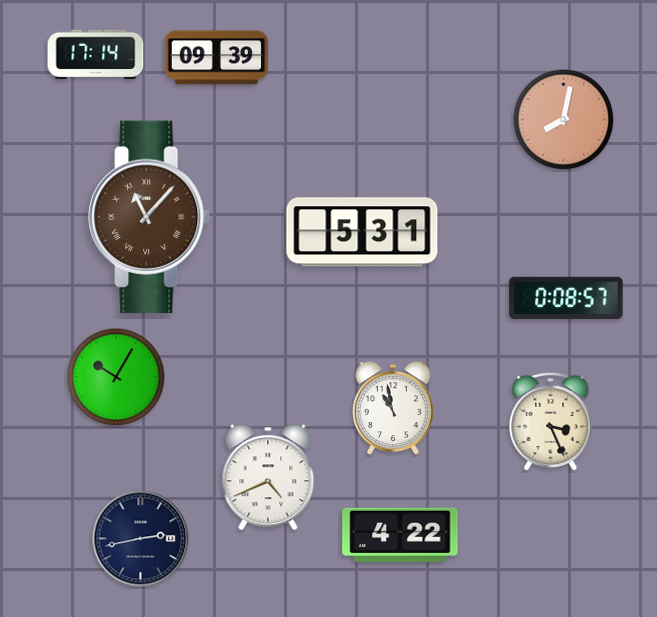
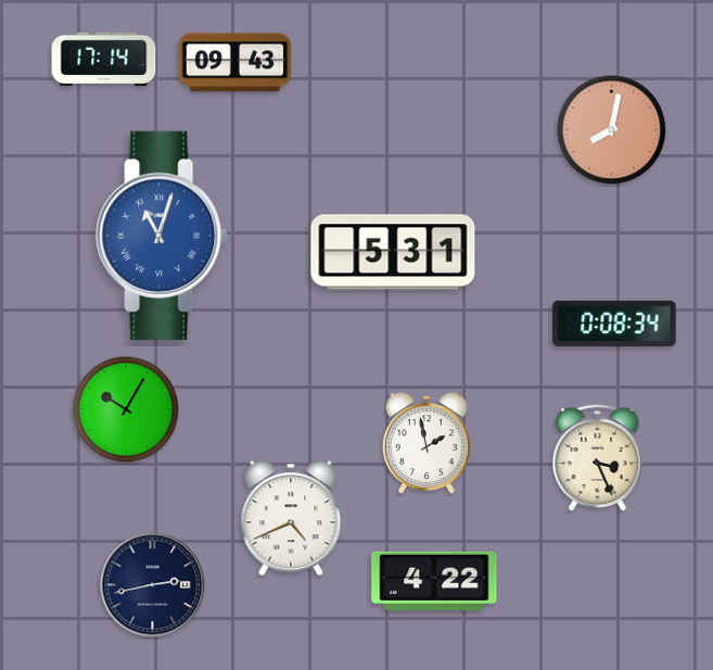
clock at (216, 58): 09:39 -> 09:43
clock at (149, 217): 11:07 -> 11:03
clock at (149, 217) dial: brown -> blue
clock at (566, 297): 0:08:57 -> 0:08:34
clock at (393, 409): 10:58 -> 1:58
